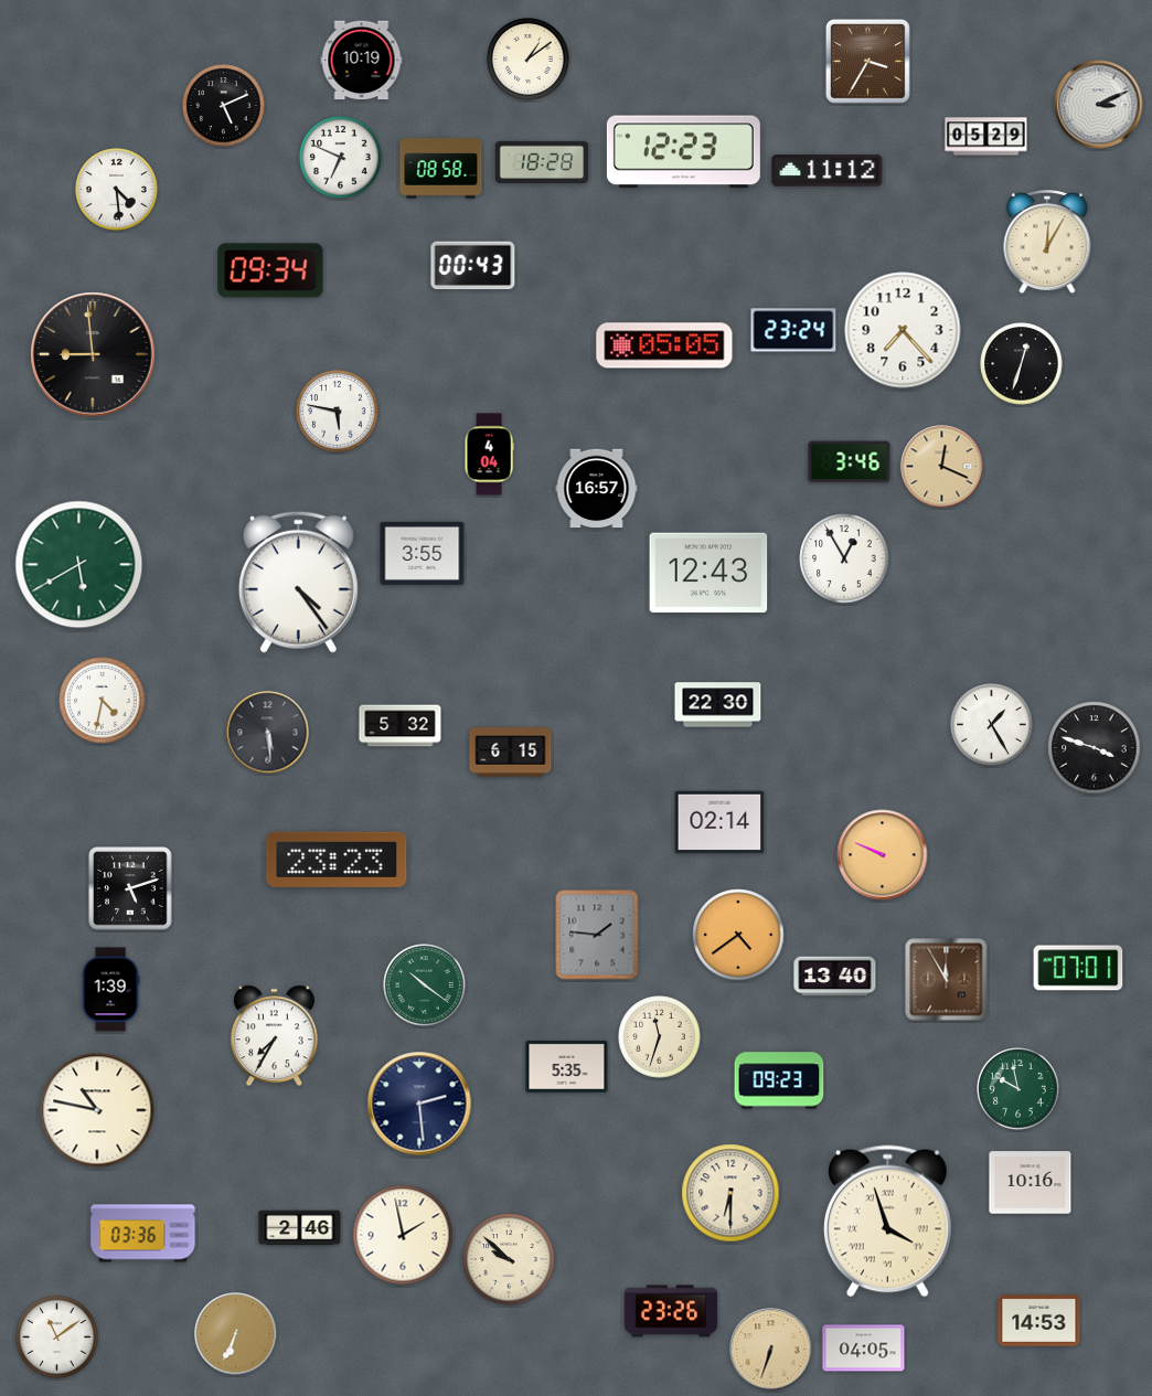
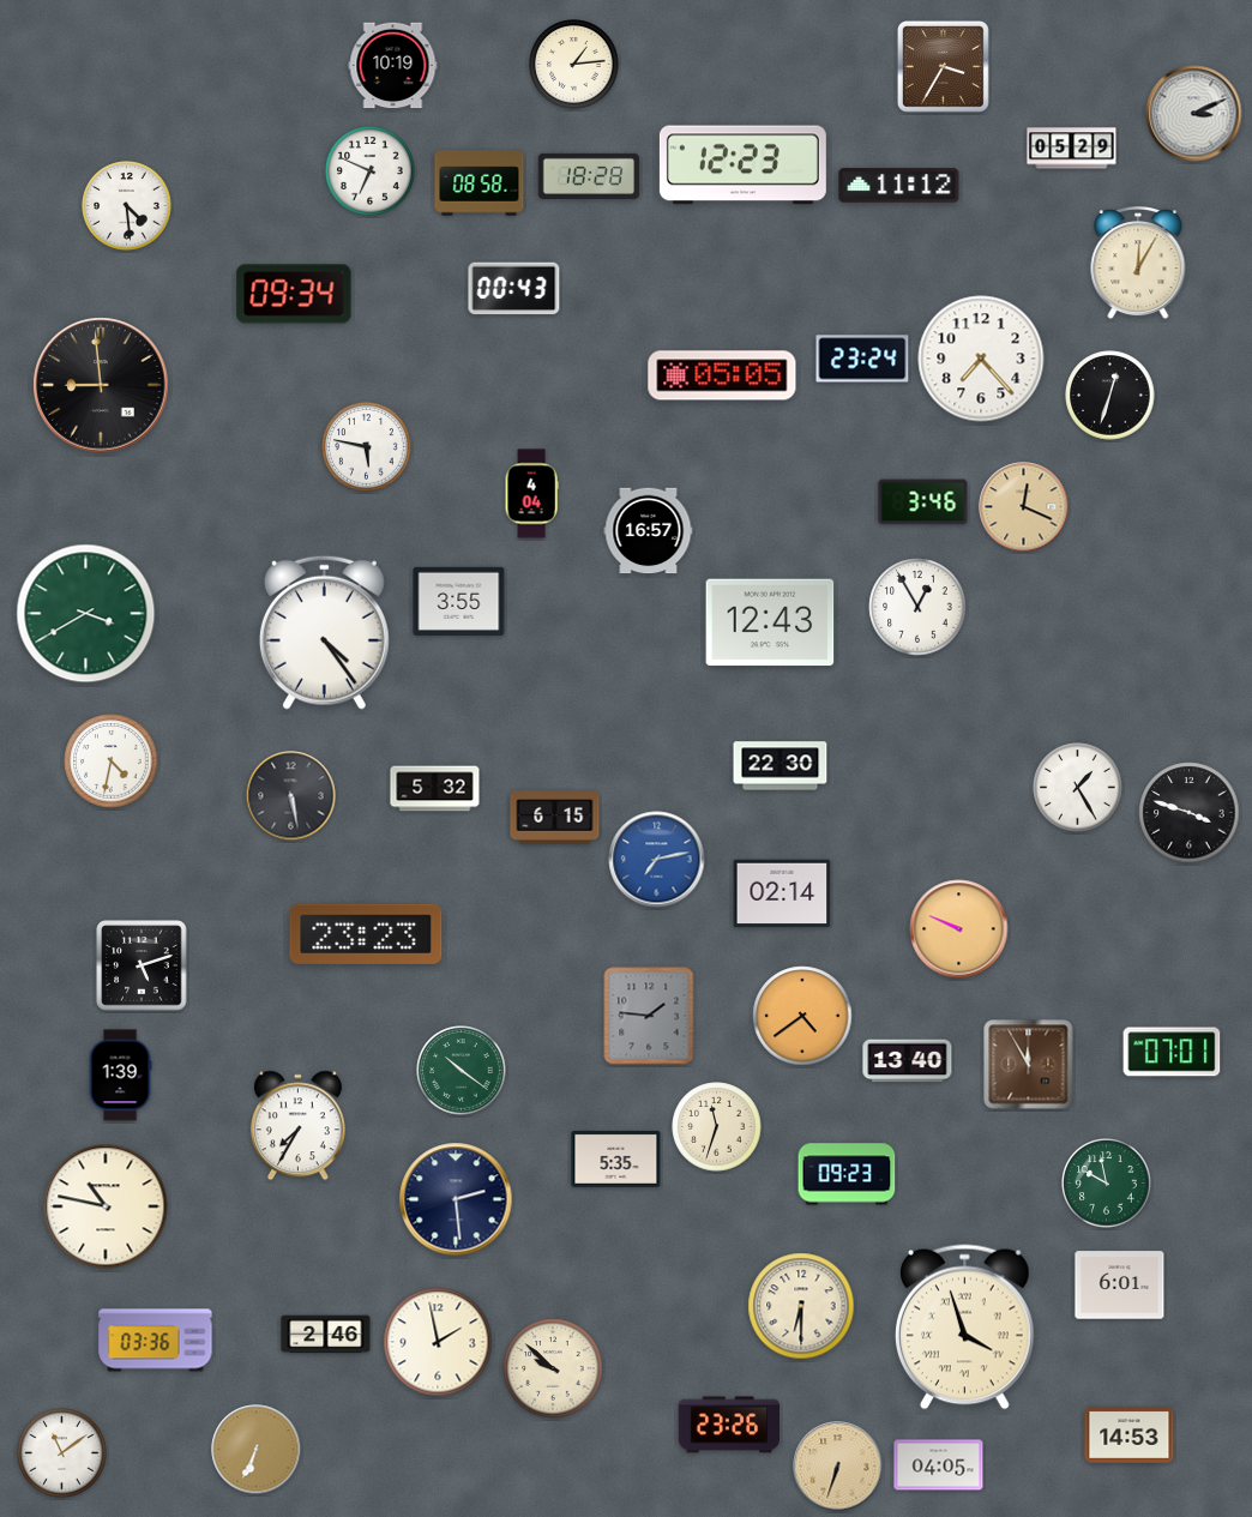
clock at (529, 60): 1:09 -> 1:14
clock at (224, 106): 5:11 -> none
clock at (79, 565): 5:40 -> 3:40
clock at (268, 733): 5:29 -> 5:28
clock at (657, 860): none -> 7:13
clock at (1031, 1183): 10:16 -> 6:01
clock at (730, 1193) position: (730, 1193) -> (801, 1306)
